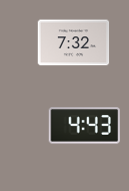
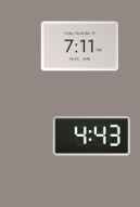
clock at (74, 43): 7:32 -> 7:11
